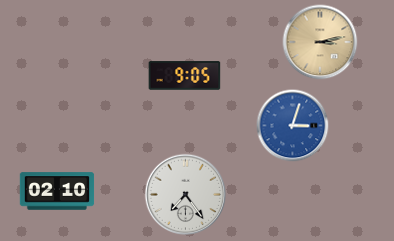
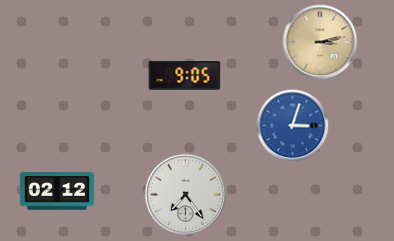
clock at (57, 191): 02:10 -> 02:12
